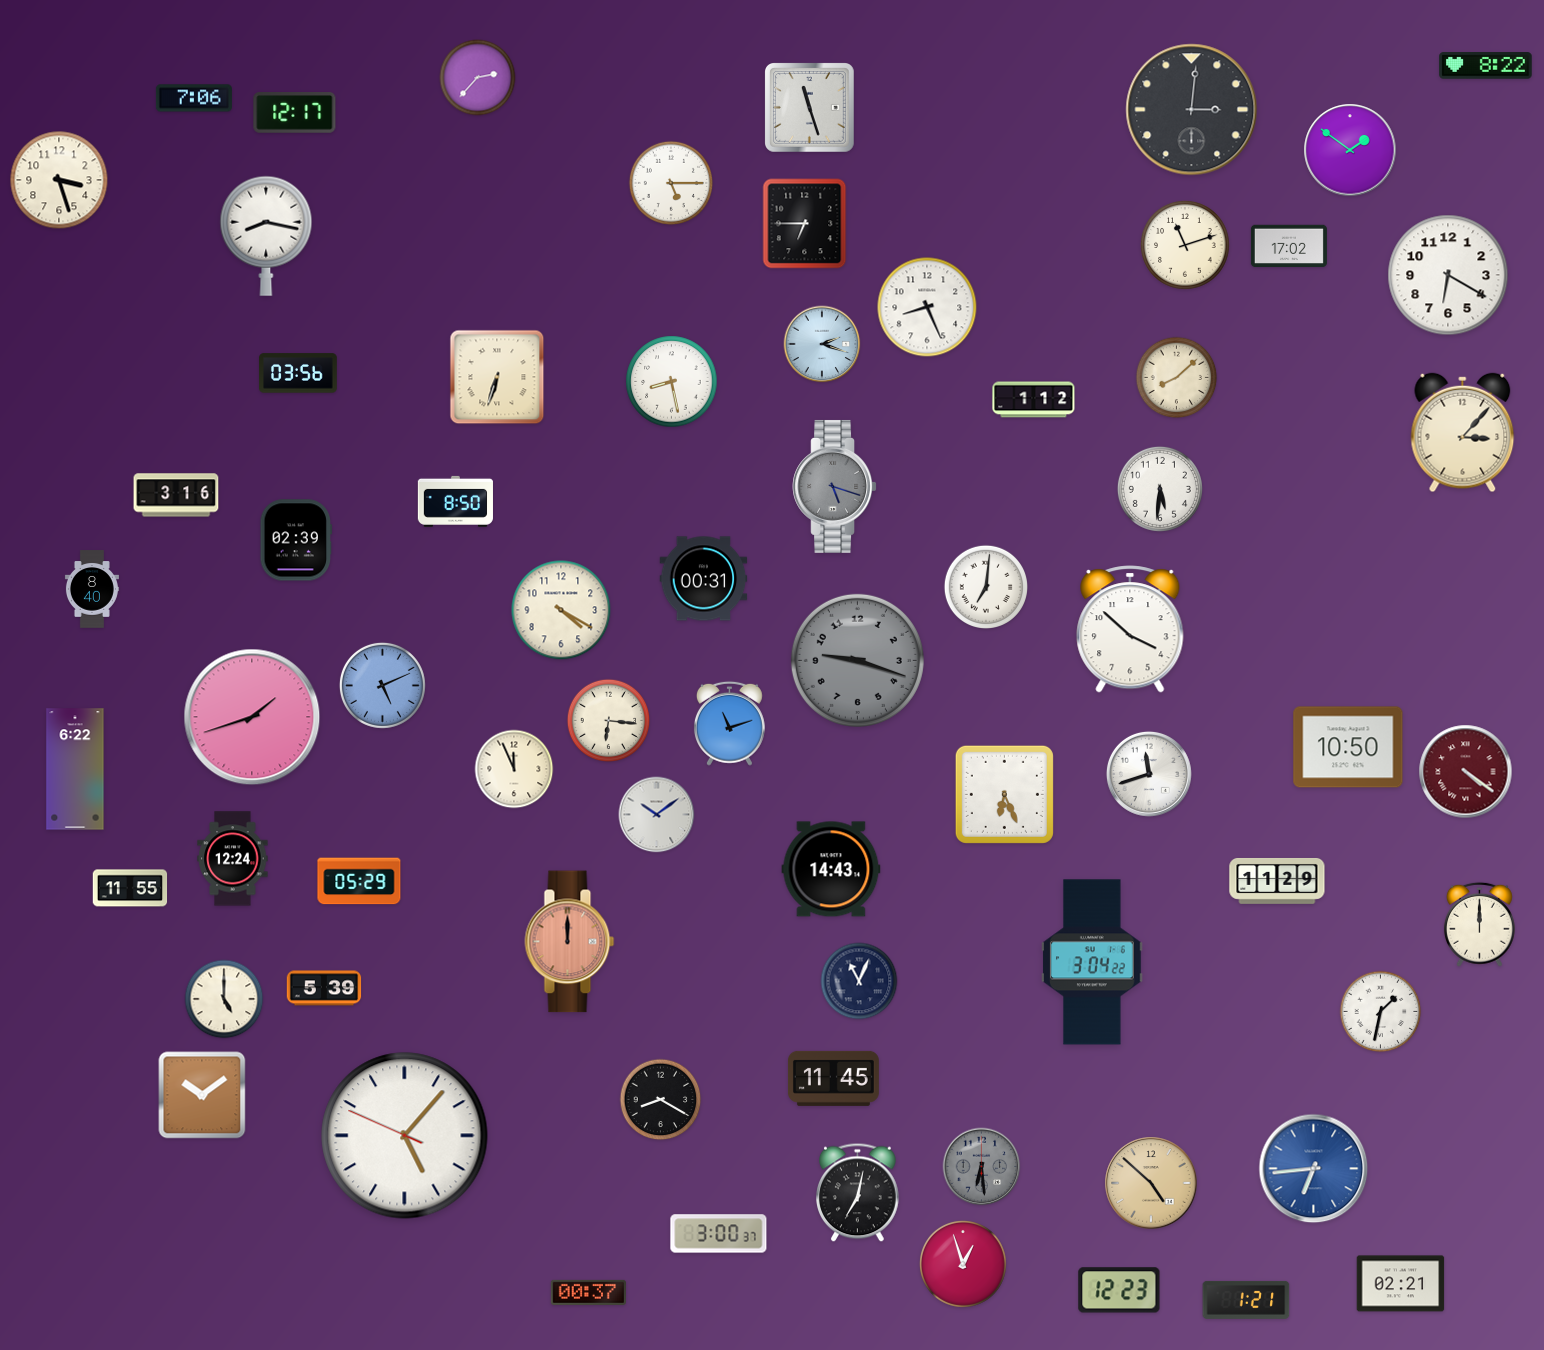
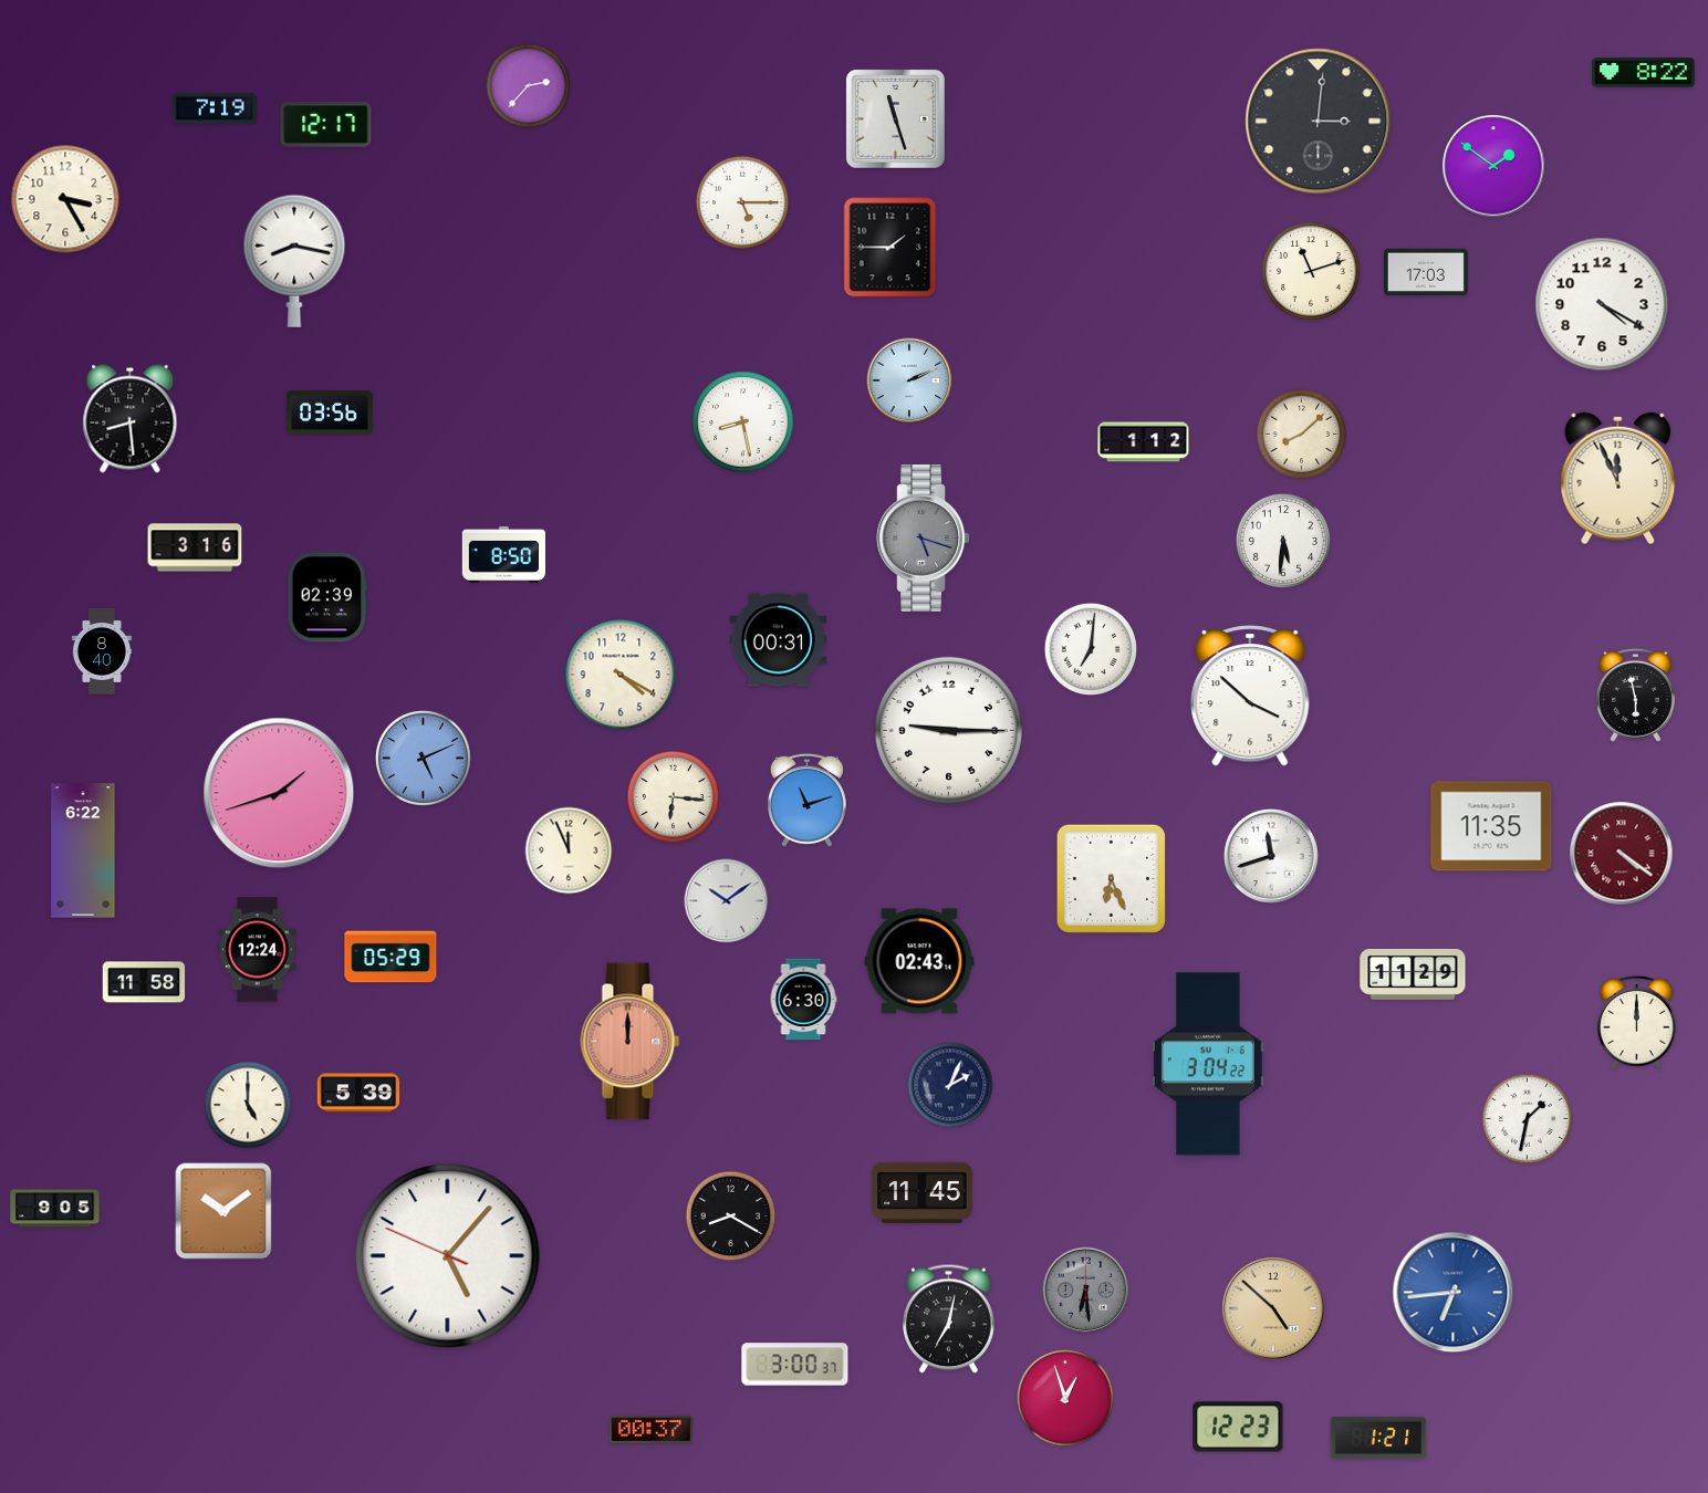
clock at (194, 98): 7:06 -> 7:19
clock at (59, 180): 3:27 -> 3:25
clock at (805, 224): 6:45 -> 1:45
clock at (1289, 246): 17:02 -> 17:03
clock at (1448, 275): 6:20 -> 4:20
clock at (927, 307): 8:26 -> none
clock at (822, 344): 2:18 -> 2:11
clock at (497, 377): 6:33 -> none
clock at (1177, 378) position: (1177, 378) -> (1302, 435)
clock at (131, 419): none -> 8:29
clock at (1463, 433): 3:07 -> 11:56
clock at (1635, 695): none -> 5:58
clock at (857, 660): 9:18 -> 9:15
clock at (857, 660) dial: grey -> white
clock at (1348, 747): 10:50 -> 11:35
clock at (831, 869): 14:43 -> 02:43
clock at (359, 881) position: (359, 881) -> (390, 957)
clock at (130, 888): 11:55 -> 11:58
clock at (803, 1000): none -> 6:30
clock at (859, 981): 11:04 -> 2:04
clock at (55, 1209): none -> 9:05
clock at (1401, 1284): 02:21 -> none
